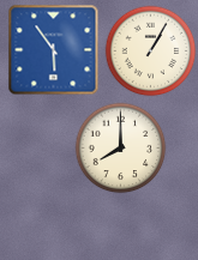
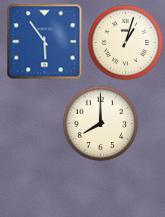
clock at (151, 52): 1:05 -> 1:03
